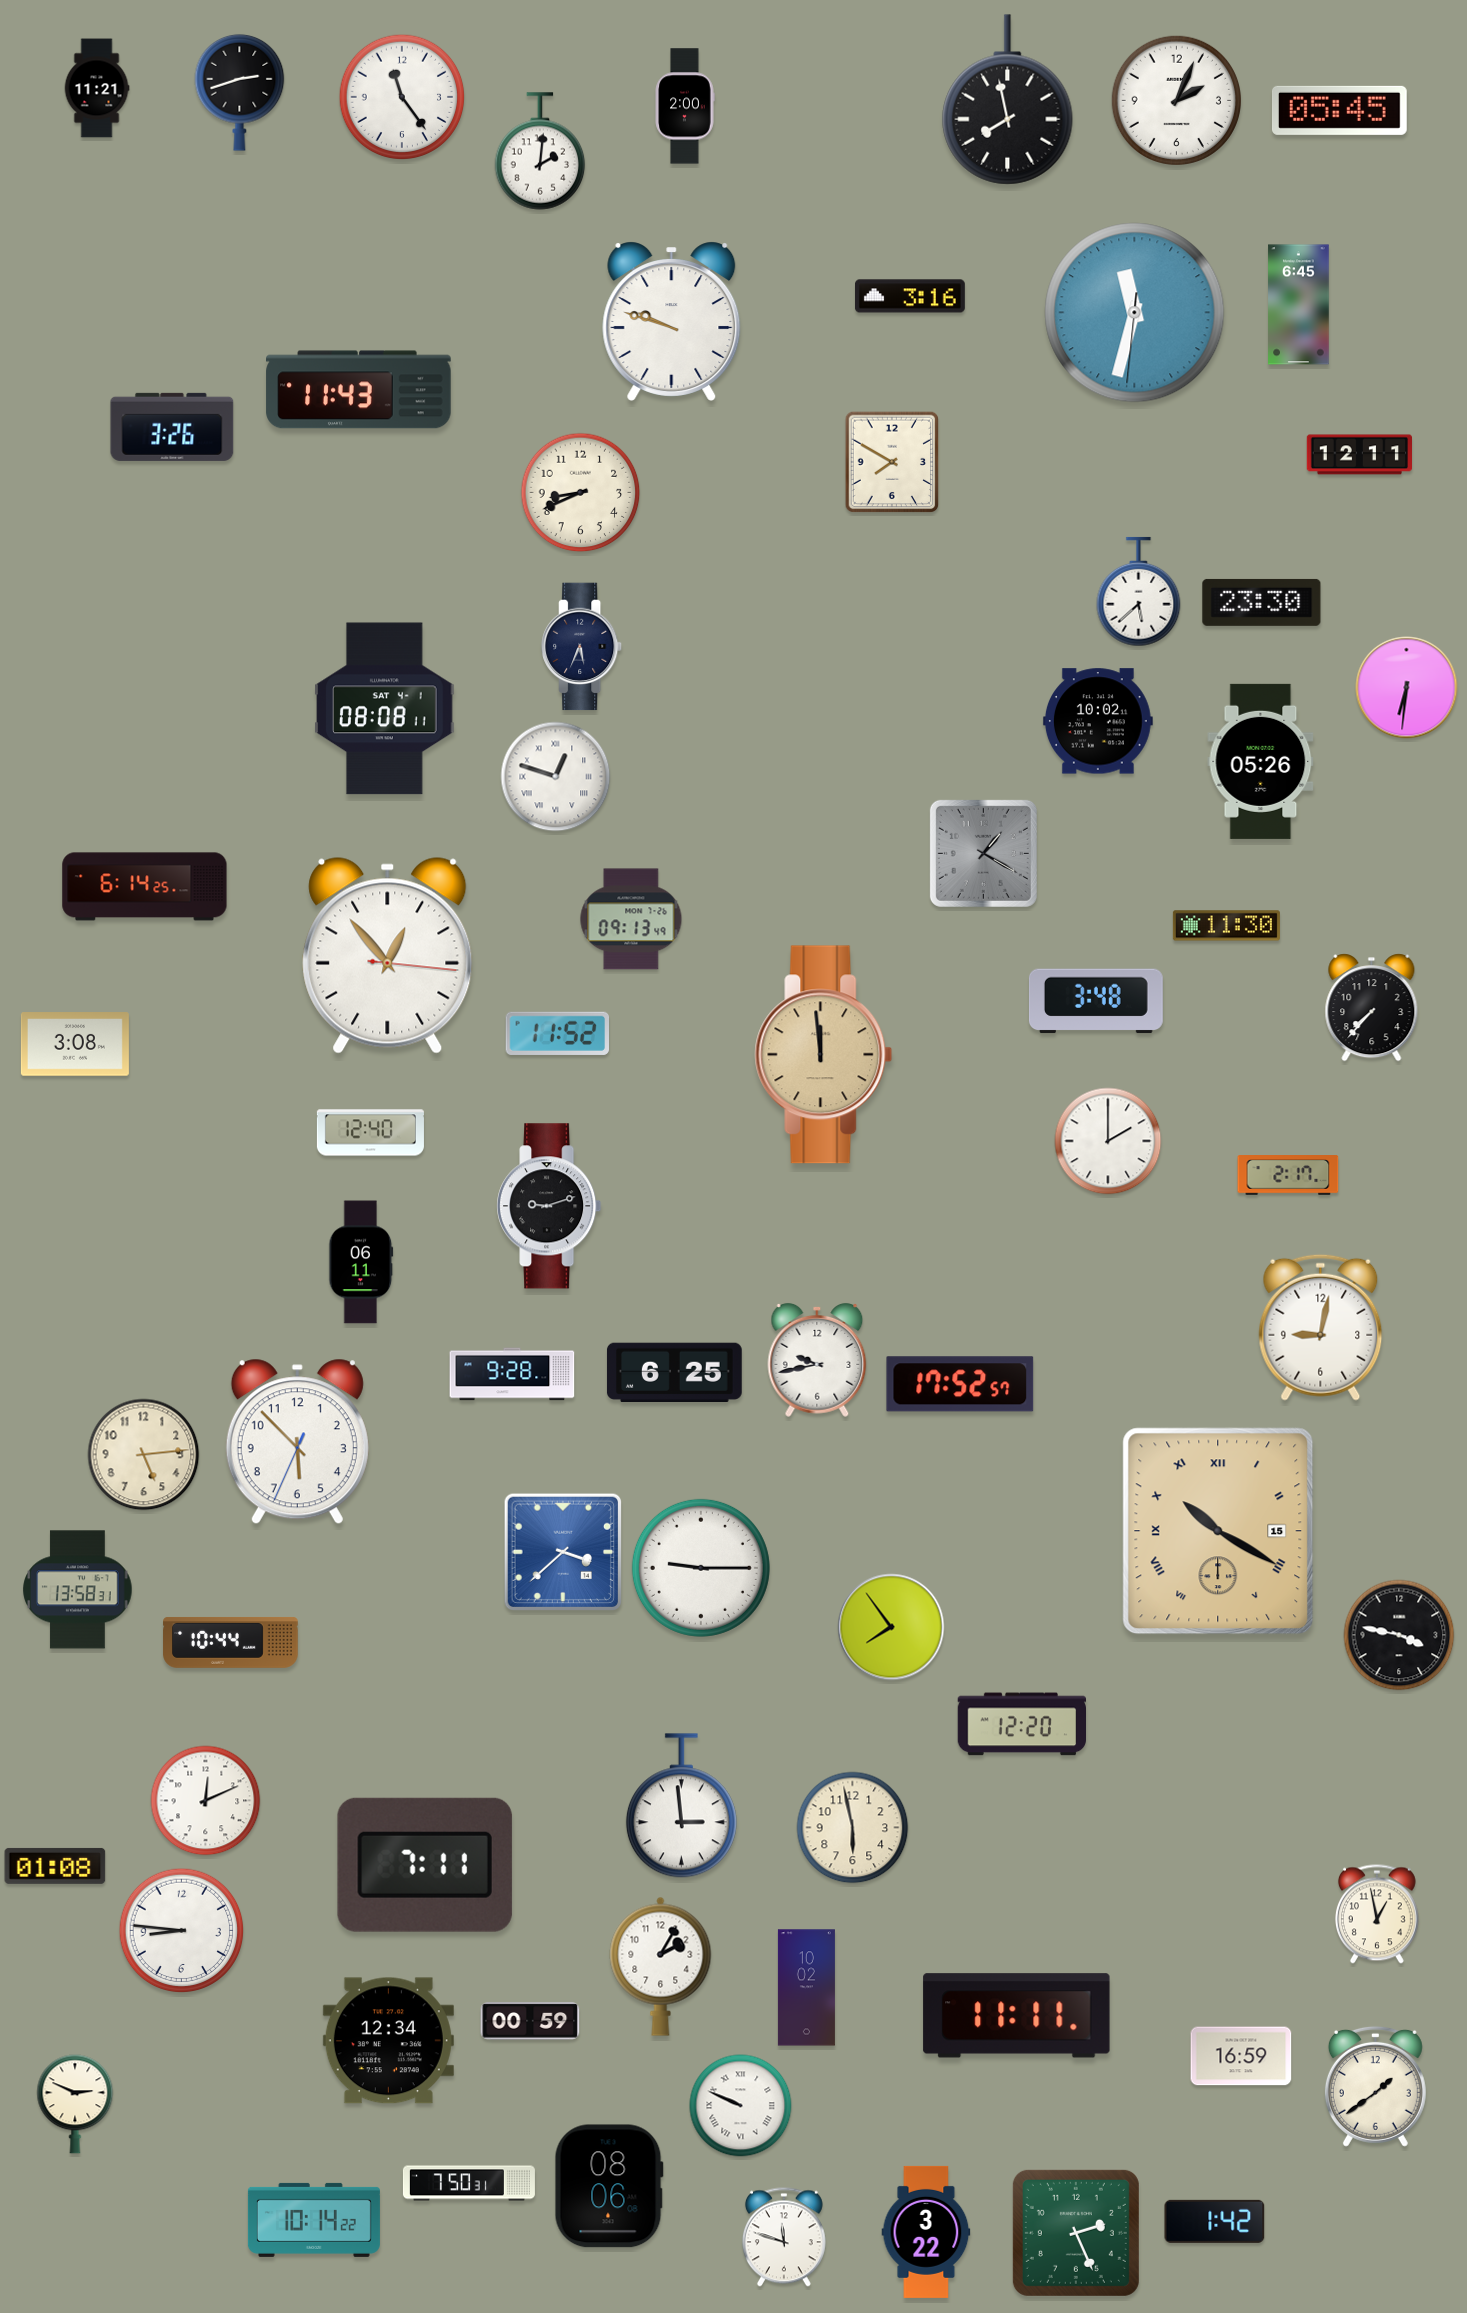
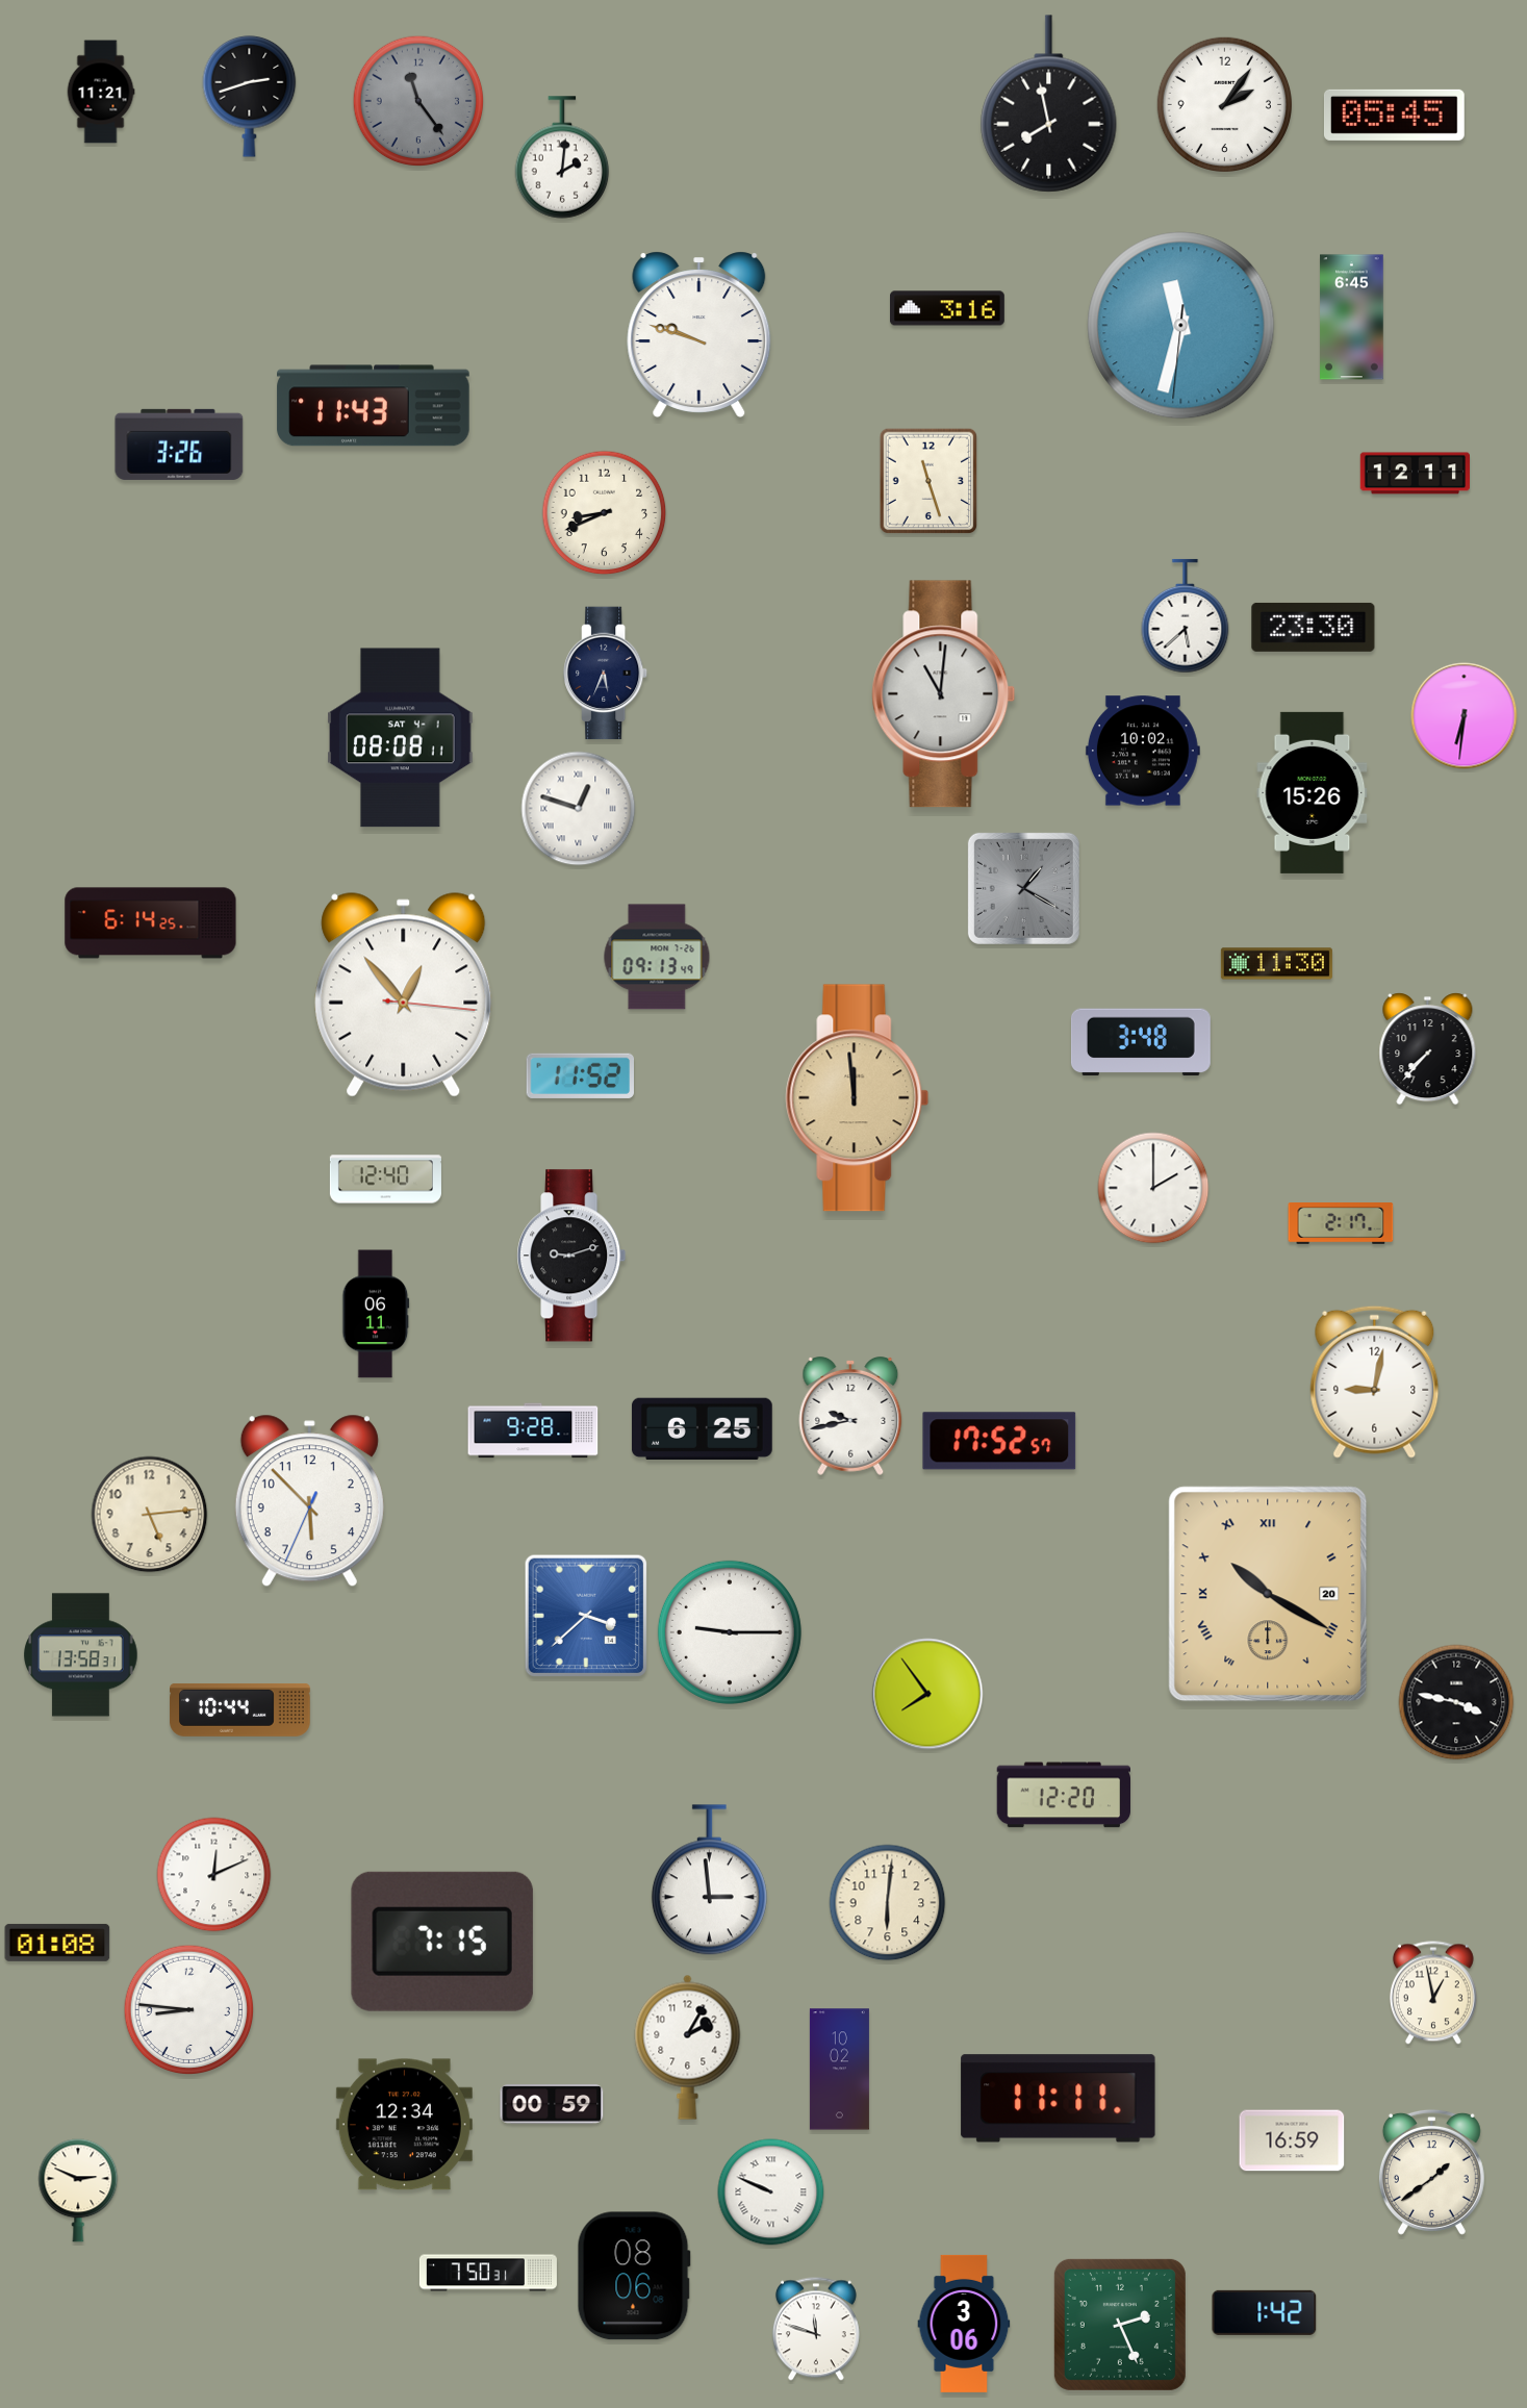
clock at (402, 97) dial: white -> grey
clock at (1176, 100): 2:04 -> 2:06
clock at (685, 106): 2:00 -> none
clock at (892, 462): 7:50 -> 11:27
clock at (944, 694): none -> 11:01
clock at (1261, 761): 05:26 -> 15:26
clock at (75, 1044): 3:08 -> none
clock at (1218, 1531) date: 15 -> 20
clock at (853, 1828): 5:58 -> 6:01
clock at (425, 1865): 7:11 -> 7:15
clock at (314, 2220): 10:14 -> none
clock at (926, 2232): 3:22 -> 3:06
